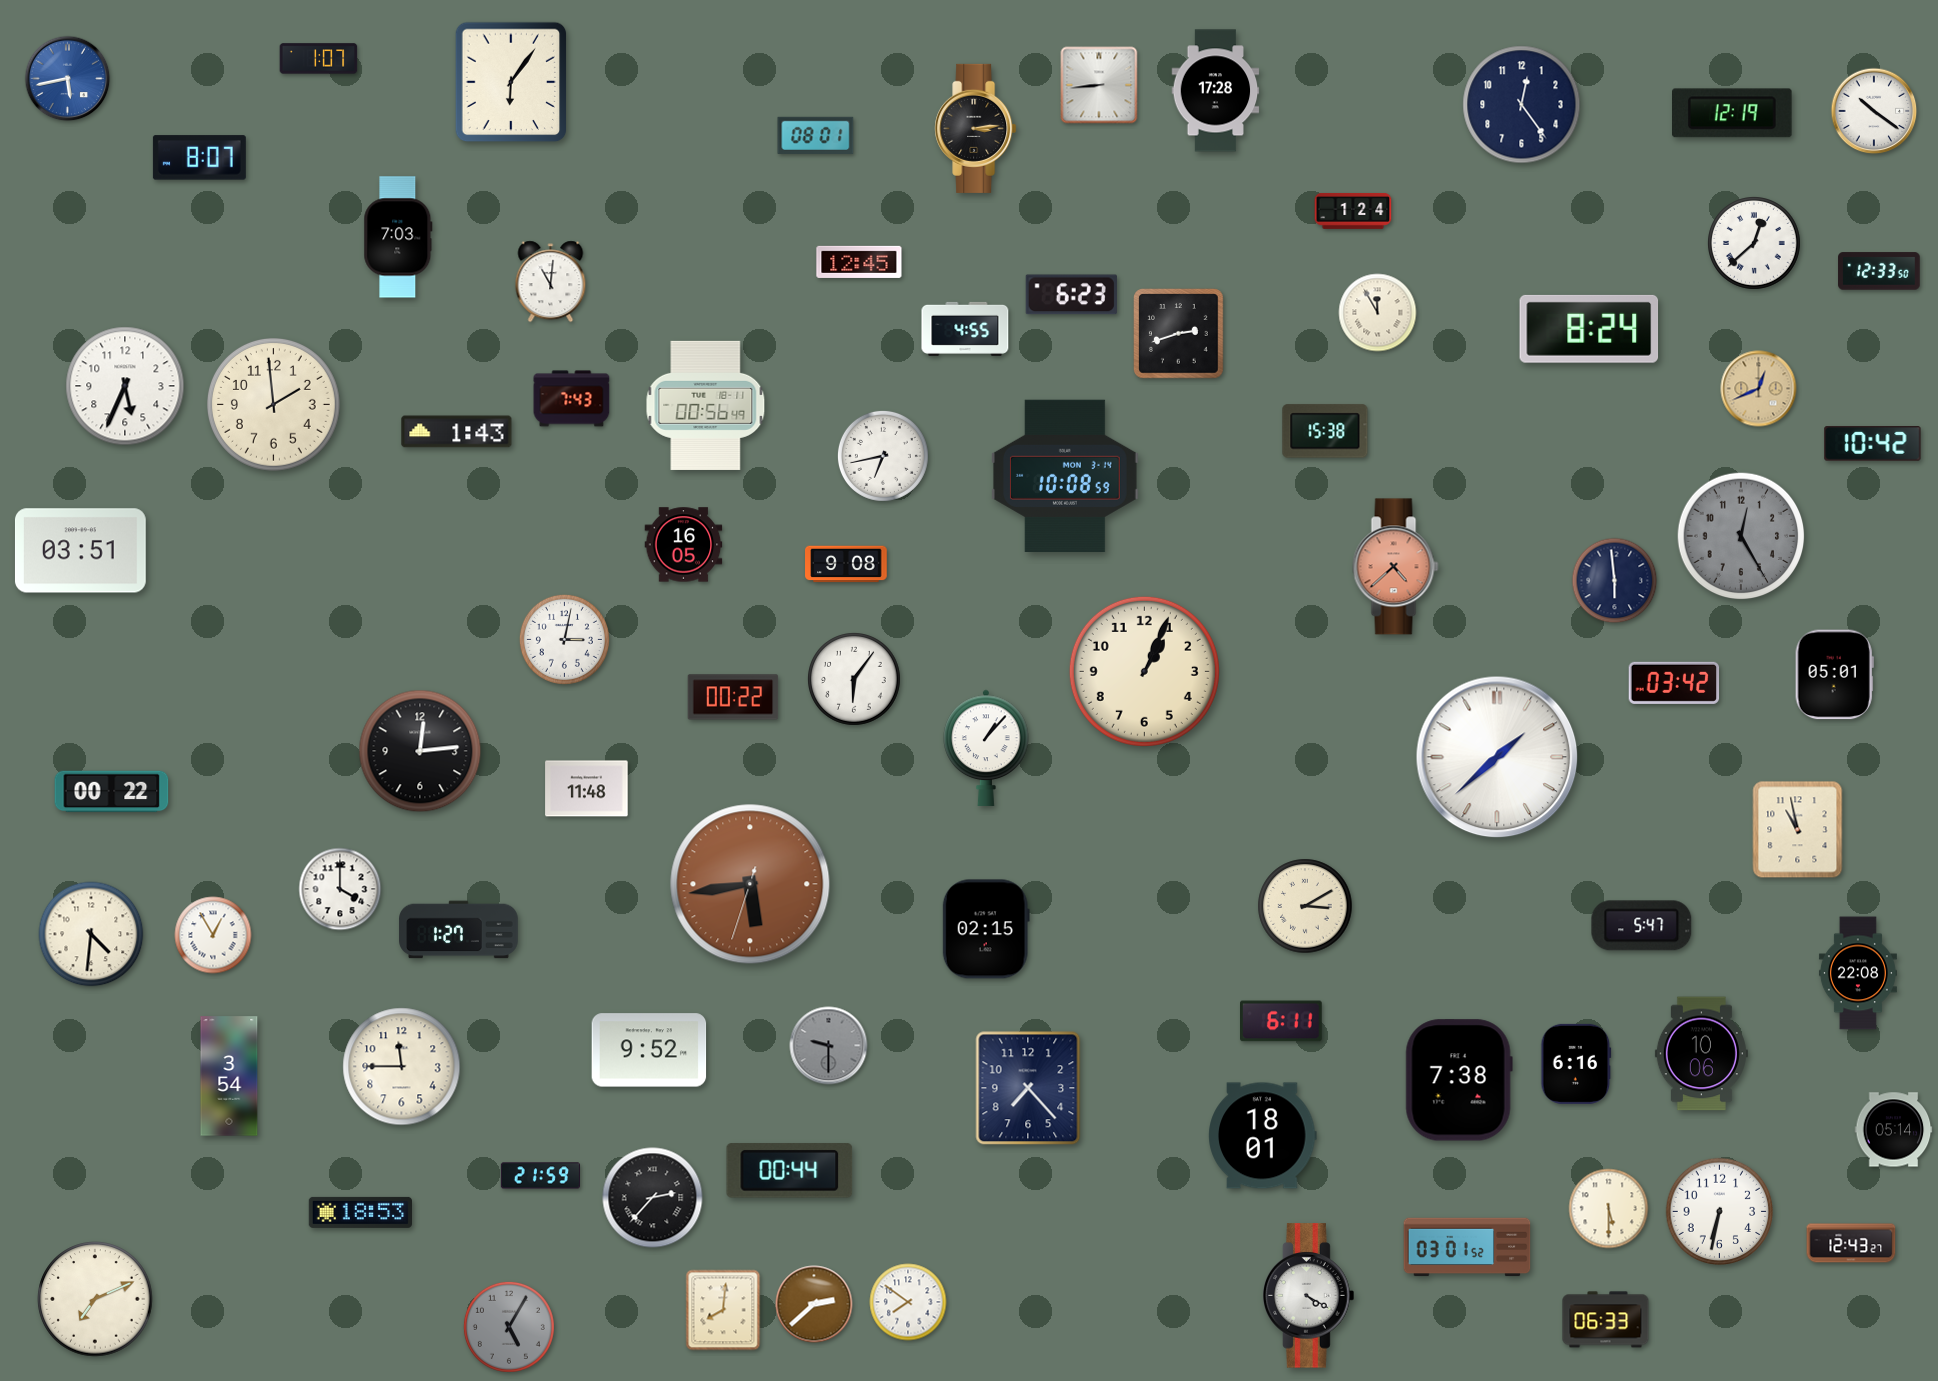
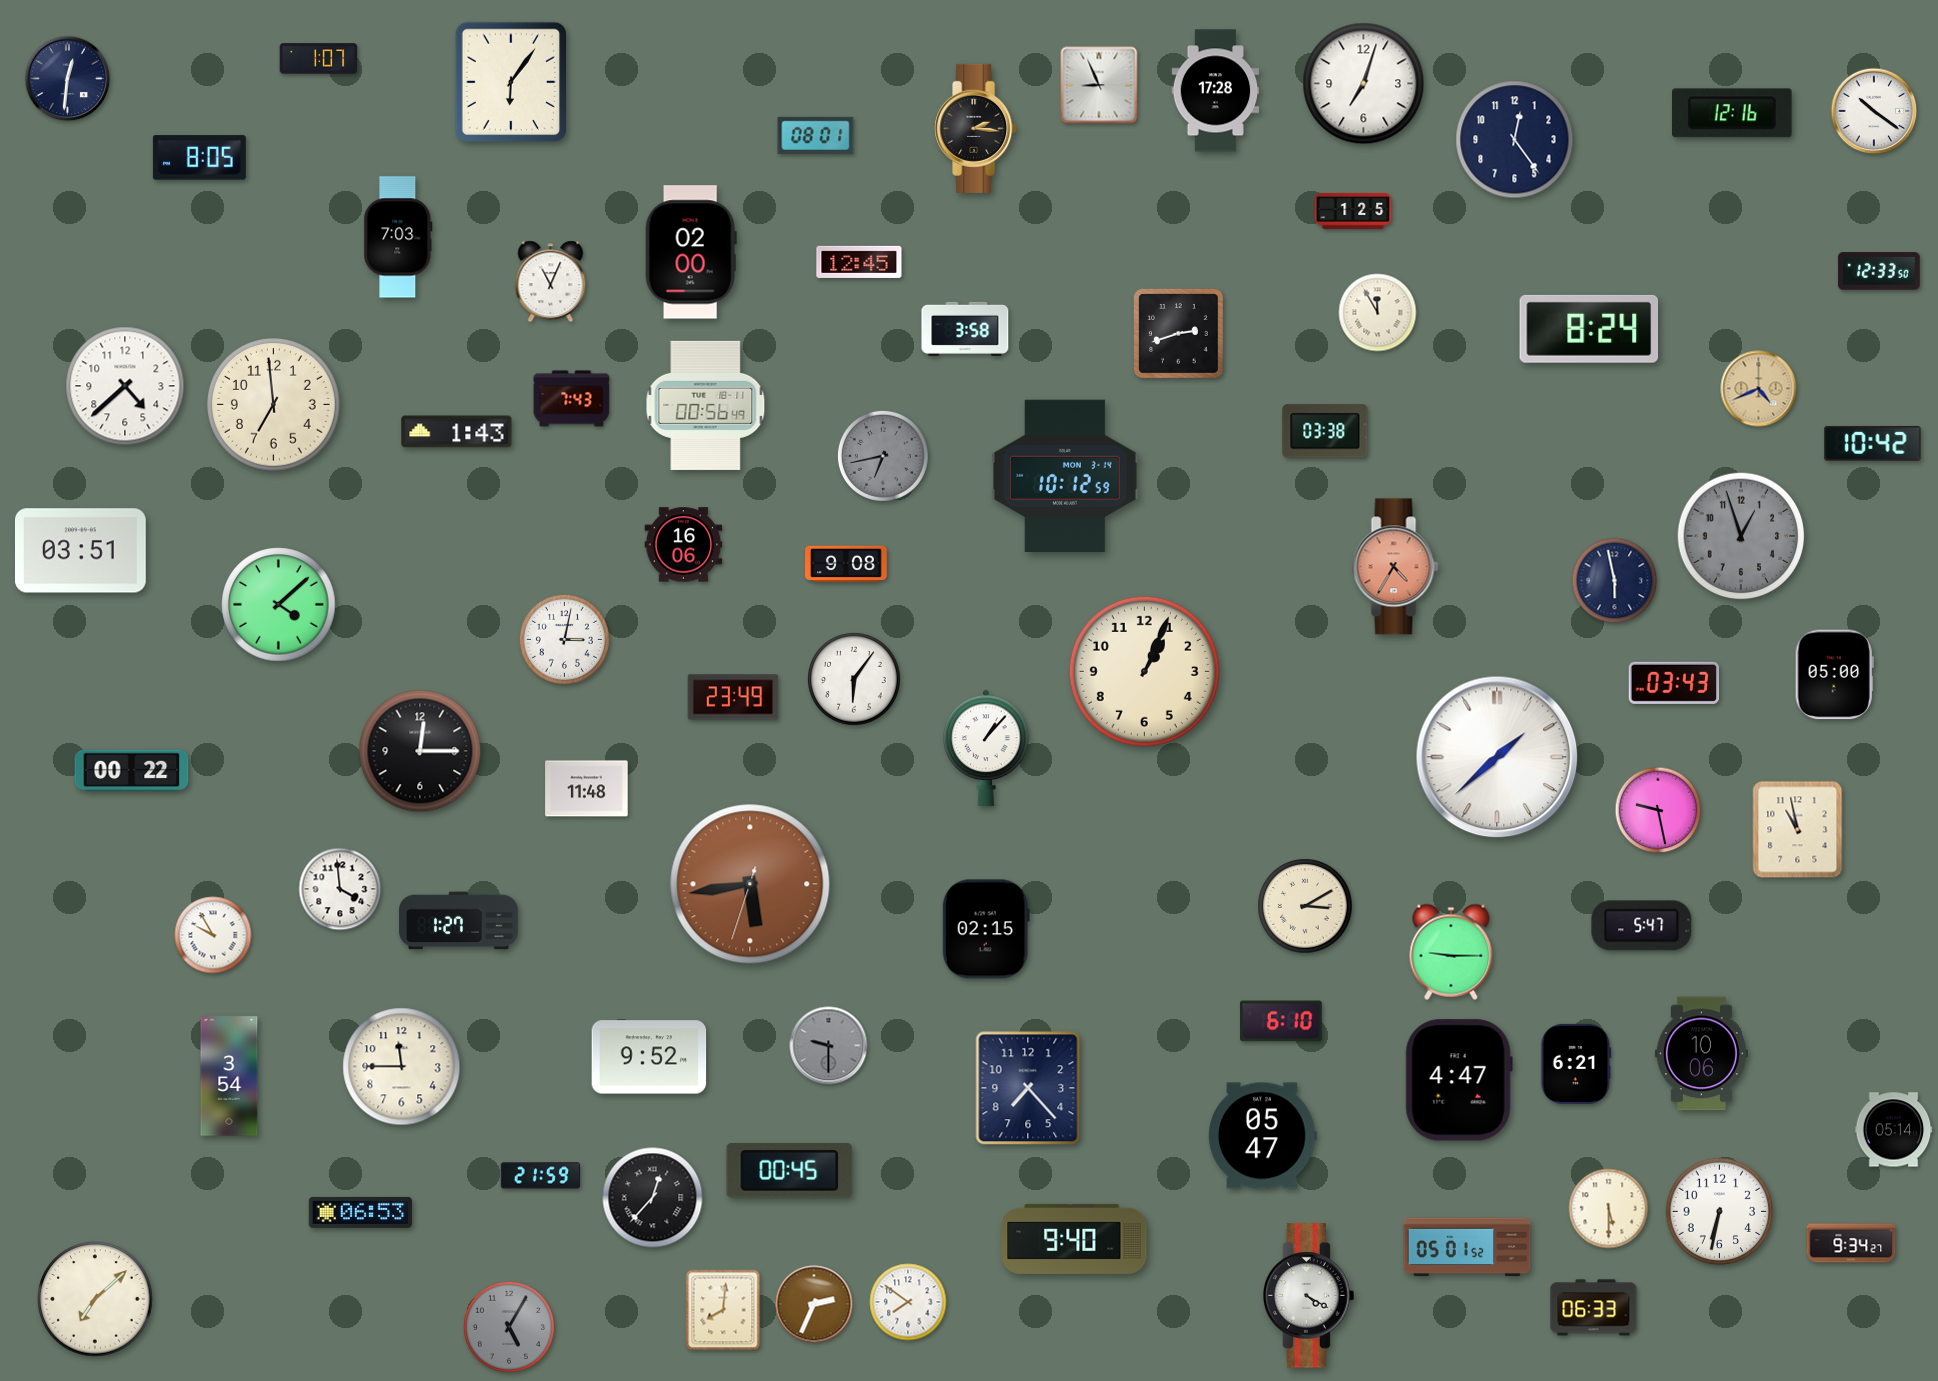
clock at (68, 79): 5:43 -> 12:31
clock at (68, 79) dial: blue -> navy
clock at (1364, 84): none -> 7:03
clock at (1099, 85): 8:44 -> 8:56
clock at (1522, 105) position: (1522, 105) -> (1515, 140)
clock at (1733, 113): 12:19 -> 12:16
clock at (976, 128): 3:14 -> 2:16
clock at (199, 158): 8:07 -> 8:05
clock at (1353, 211): 1:24 -> 1:25
clock at (1755, 244): 12:38 -> none
clock at (691, 252): none -> 02:00
clock at (551, 282): 11:01 -> 11:04
clock at (1071, 295): 6:23 -> none
clock at (965, 329): 4:55 -> 3:58
clock at (125, 386): 5:34 -> 4:38
clock at (1759, 389): 12:41 -> 4:41
clock at (274, 405): 1:59 -> 6:59
clock at (1325, 431): 15:38 -> 03:38
clock at (883, 456) dial: white -> grey
clock at (1065, 475): 10:08 -> 10:12
clock at (1741, 536): 12:25 -> 12:57
clock at (684, 545): 16:05 -> 16:06
clock at (1396, 567): 4:38 -> 4:35
clock at (1615, 581): 5:59 -> 5:58
clock at (279, 605): none -> 4:08
clock at (1834, 675): 05:01 -> 05:00
clock at (1674, 683): 03:42 -> 03:43
clock at (733, 697): 00:22 -> 23:49
clock at (420, 751): 12:14 -> 12:15
clock at (112, 792) position: (112, 792) -> (132, 771)
clock at (1658, 810): none -> 9:28
clock at (340, 889): 4:00 -> 3:59
clock at (459, 930) position: (459, 930) -> (459, 921)
clock at (91, 934): 4:31 -> none
clock at (213, 935): 12:55 -> 9:55
clock at (1451, 952): none -> 9:15
clock at (1858, 973): 22:08 -> none
clock at (1282, 1021): 6:11 -> 6:10
clock at (649, 1050) position: (649, 1050) -> (649, 1057)
clock at (1576, 1064): 6:16 -> 6:21
clock at (1459, 1080): 7:38 -> 4:47
clock at (1263, 1136): 18:01 -> 05:47
clock at (790, 1171): 00:44 -> 00:45
clock at (653, 1198): 2:37 -> 12:37
clock at (360, 1212): 18:53 -> 06:53
clock at (1074, 1239): none -> 9:40
clock at (1851, 1243): 12:43 -> 9:34
clock at (1467, 1247): 03:01 -> 05:01
clock at (95, 1299): 7:11 -> 7:08
clock at (814, 1304): 2:38 -> 2:34
clock at (1606, 1320) position: (1606, 1320) -> (1594, 1308)
